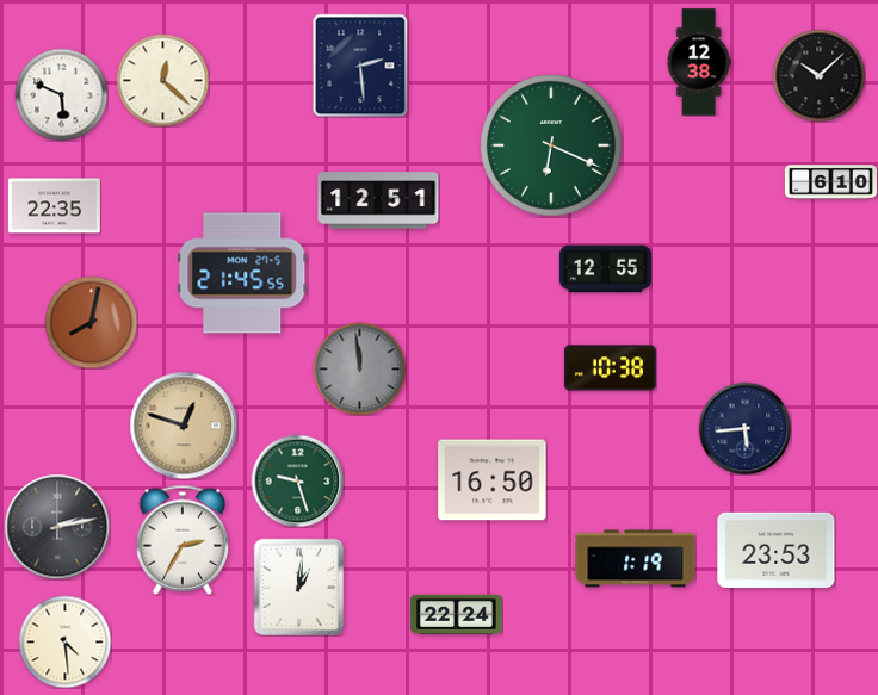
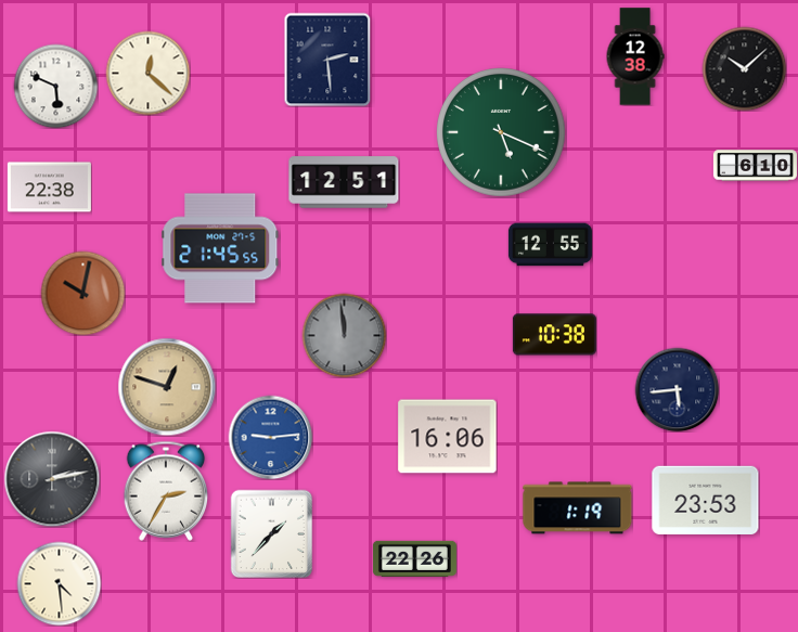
clock at (552, 147): 6:19 -> 5:19
clock at (54, 206): 22:35 -> 22:38
clock at (91, 322): 8:02 -> 10:02
clock at (359, 368) position: (359, 368) -> (344, 335)
clock at (297, 480): 9:27 -> 9:14
clock at (297, 480) dial: green -> blue
clock at (493, 480): 16:50 -> 16:06
clock at (299, 587): 1:01 -> 1:37
clock at (456, 614): 22:24 -> 22:26
